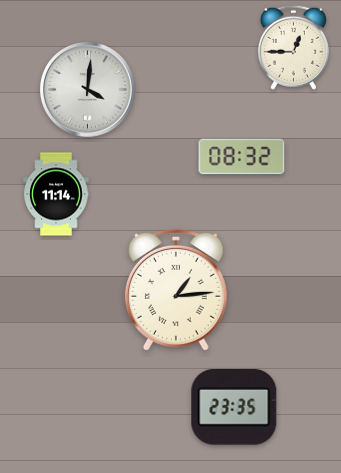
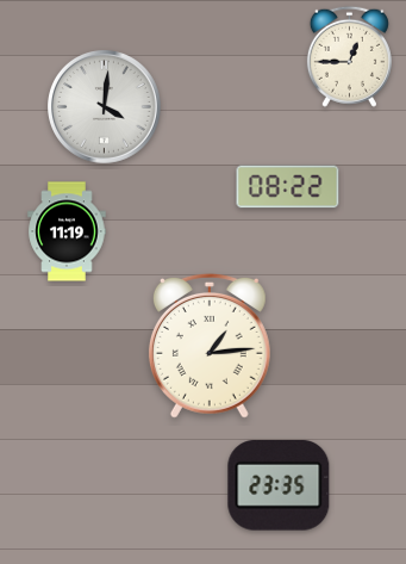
clock at (242, 157): 08:32 -> 08:22
clock at (56, 194): 11:14 -> 11:19
